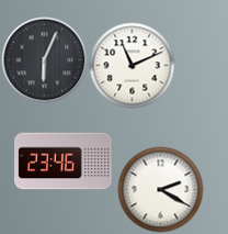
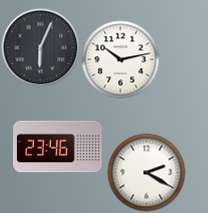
clock at (44, 59) position: (44, 59) -> (40, 47)
clock at (132, 65): 11:11 -> 10:13
